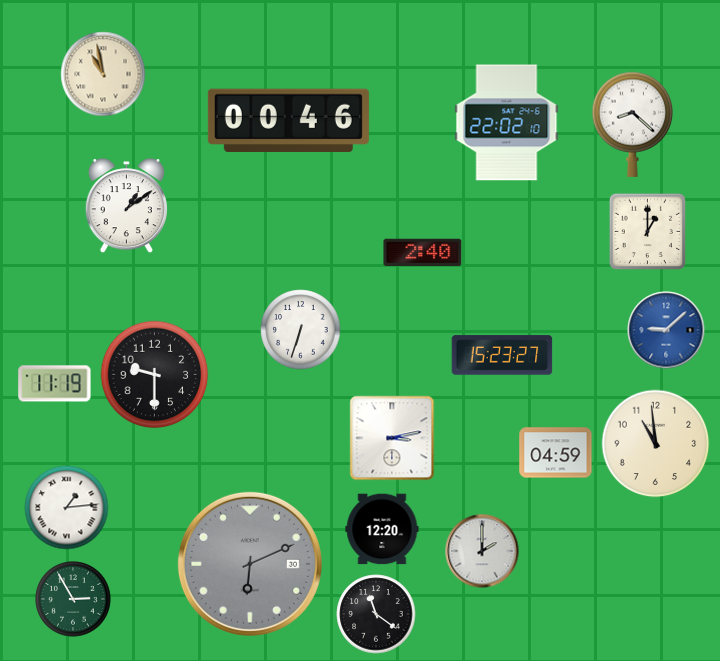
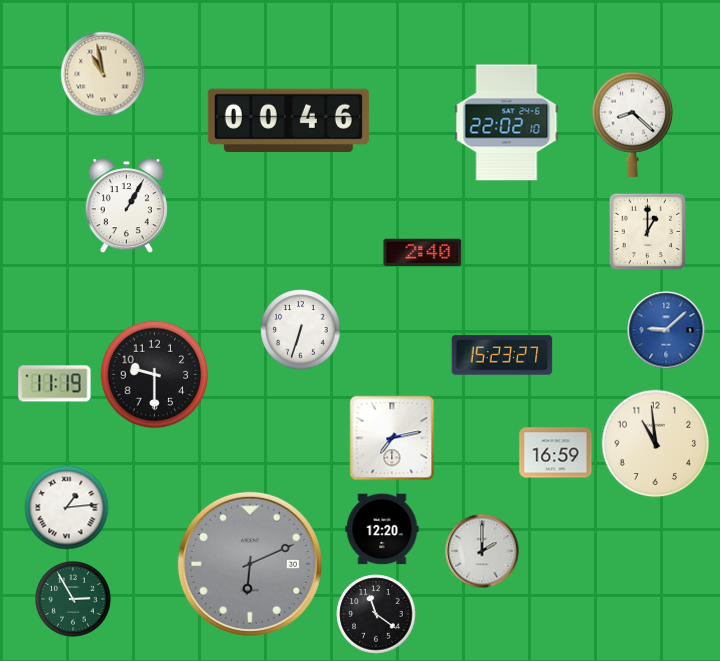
clock at (126, 206): 1:09 -> 1:05
clock at (392, 438): 3:13 -> 7:13
clock at (556, 453): 04:59 -> 16:59
